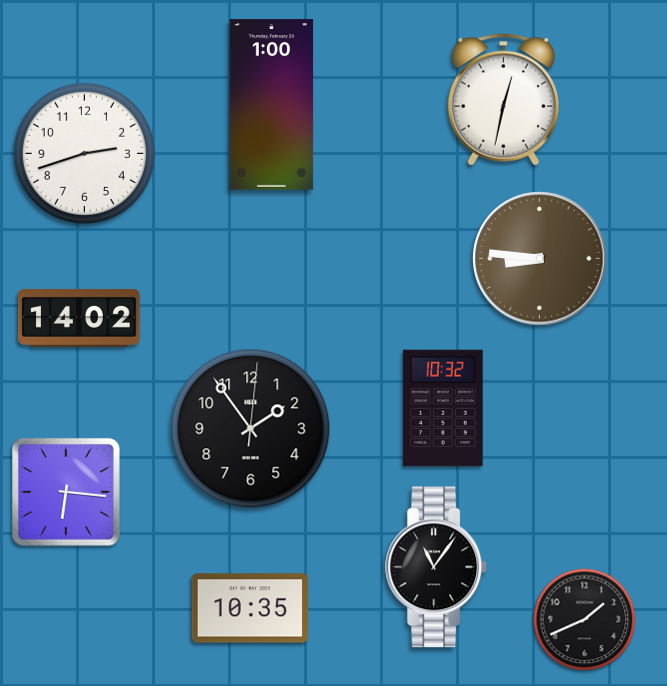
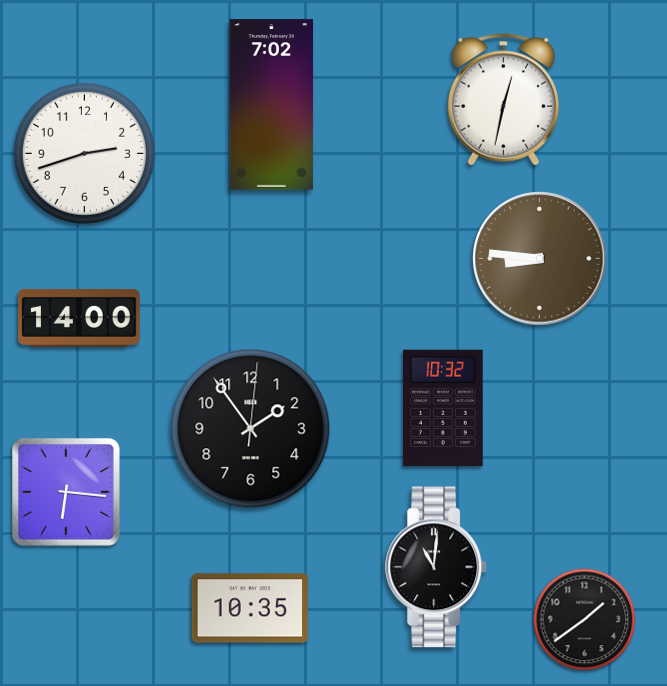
clock at (272, 105): 1:00 -> 7:02
clock at (79, 318): 14:02 -> 14:00
clock at (437, 567): 11:06 -> 11:01
clock at (585, 620): 1:41 -> 1:39
